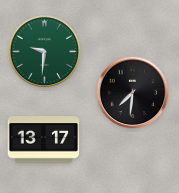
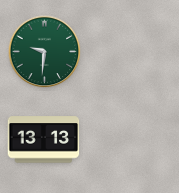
clock at (133, 93): 7:31 -> none
clock at (44, 140): 13:17 -> 13:13
